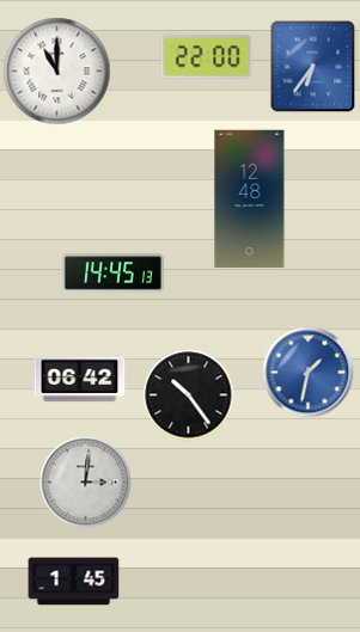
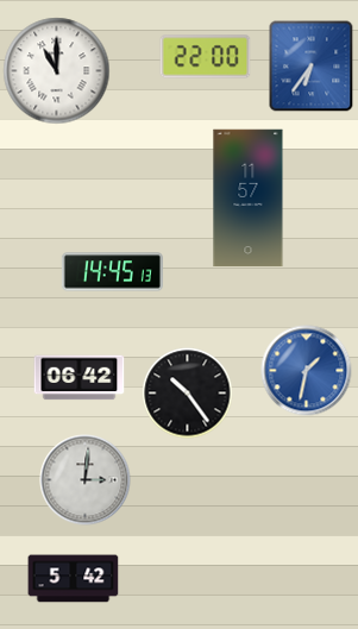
clock at (250, 200): 12:48 -> 11:57
clock at (74, 582): 1:45 -> 5:42
